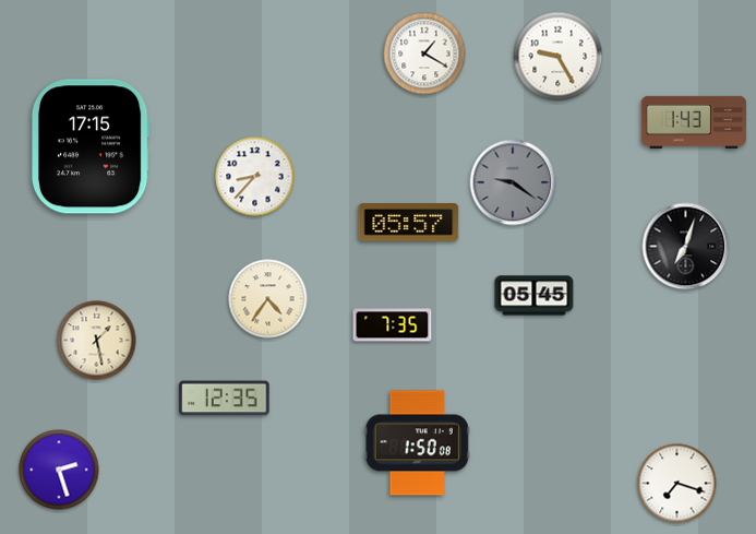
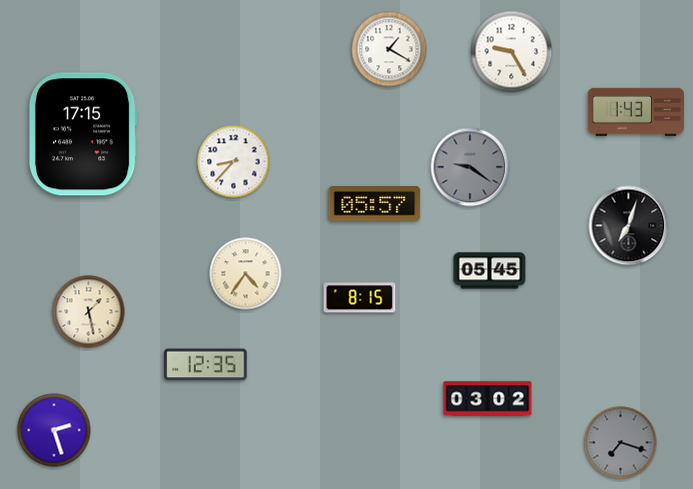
clock at (393, 325): 7:35 -> 8:15
clock at (488, 399): none -> 03:02
clock at (417, 443): 1:50 -> none
clock at (677, 484) dial: white -> grey
